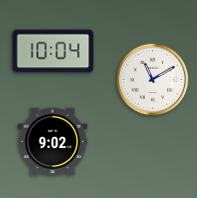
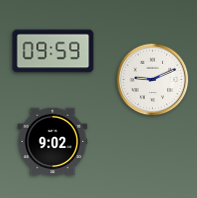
clock at (53, 51): 10:04 -> 09:59
clock at (153, 80): 11:10 -> 9:11
